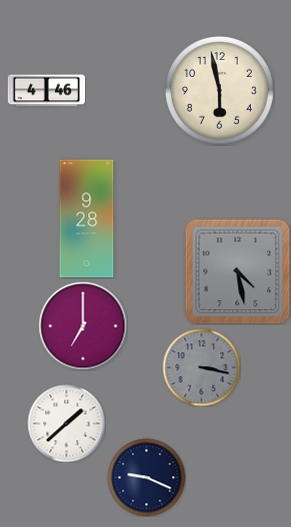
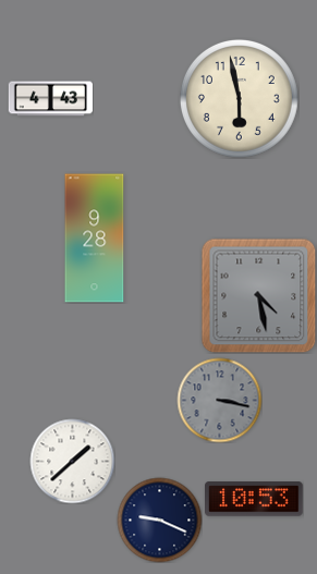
clock at (46, 91): 4:46 -> 4:43
clock at (83, 326): 7:00 -> none
clock at (255, 499): none -> 10:53
